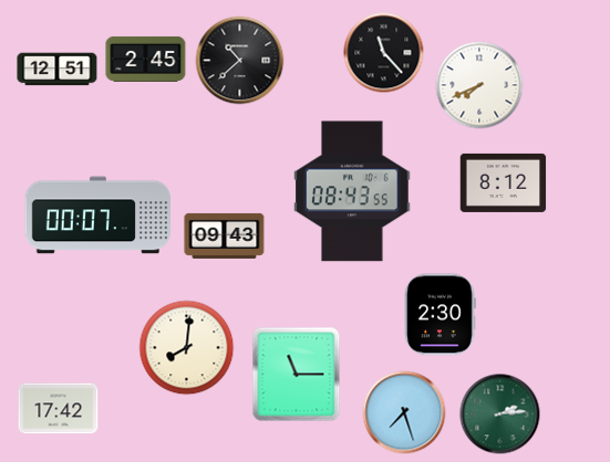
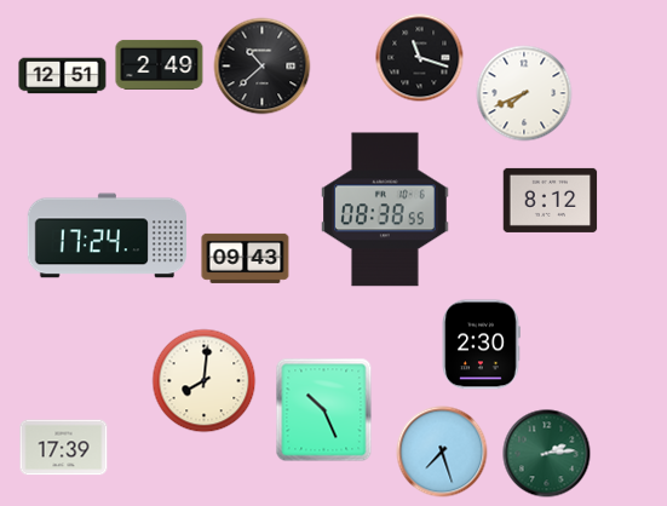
clock at (384, 53): 11:23 -> 11:18
clock at (146, 59): 2:45 -> 2:49
clock at (352, 191): 08:43 -> 08:38
clock at (97, 216): 00:07 -> 17:24
clock at (297, 375): 11:15 -> 10:26
clock at (59, 409): 17:42 -> 17:39
